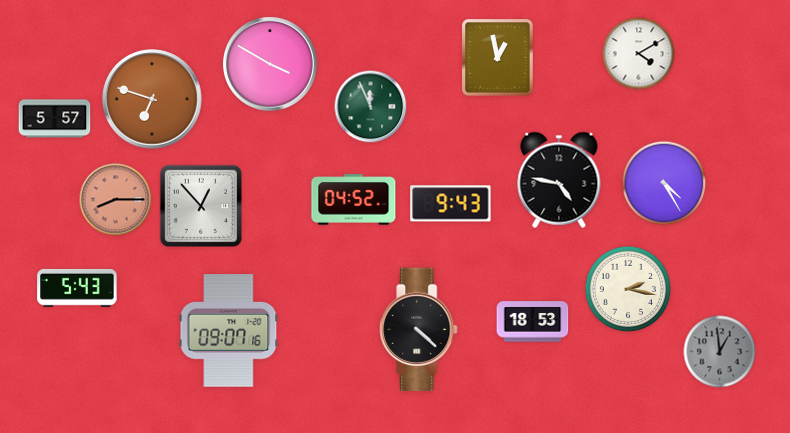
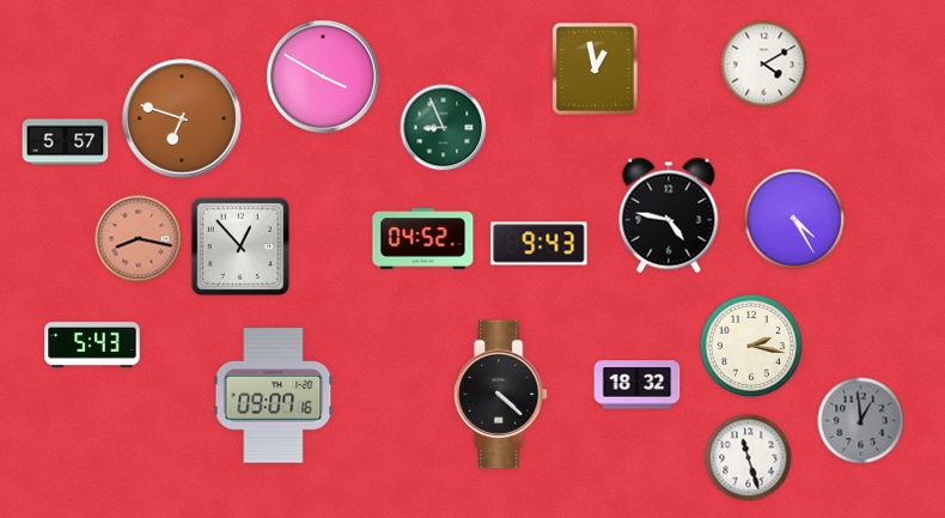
clock at (371, 107): 11:56 -> 8:56
clock at (116, 200): 8:15 -> 8:17
clock at (533, 322): 18:53 -> 18:32
clock at (749, 458): none -> 11:27
